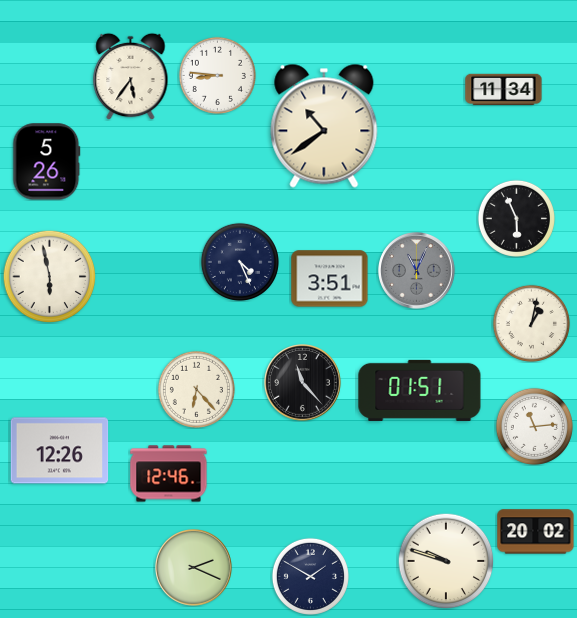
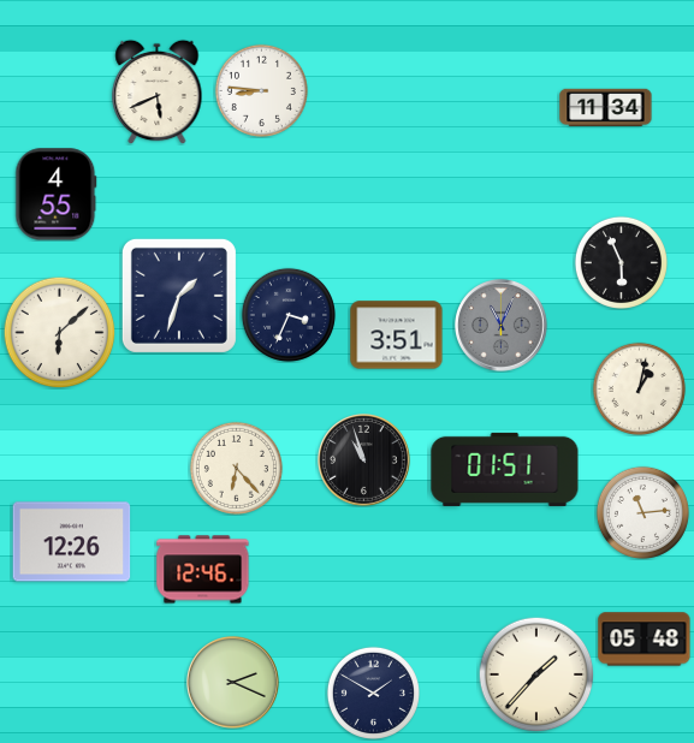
clock at (131, 76): 5:36 -> 5:41
clock at (324, 126): 10:39 -> none
clock at (47, 162): 5:26 -> 4:55
clock at (179, 296): none -> 1:33
clock at (240, 262): 4:26 -> 3:34
clock at (49, 276): 5:58 -> 6:08
clock at (303, 383): 11:23 -> 10:57
clock at (536, 532): 20:02 -> 05:48
clock at (446, 561): 9:48 -> 1:37
